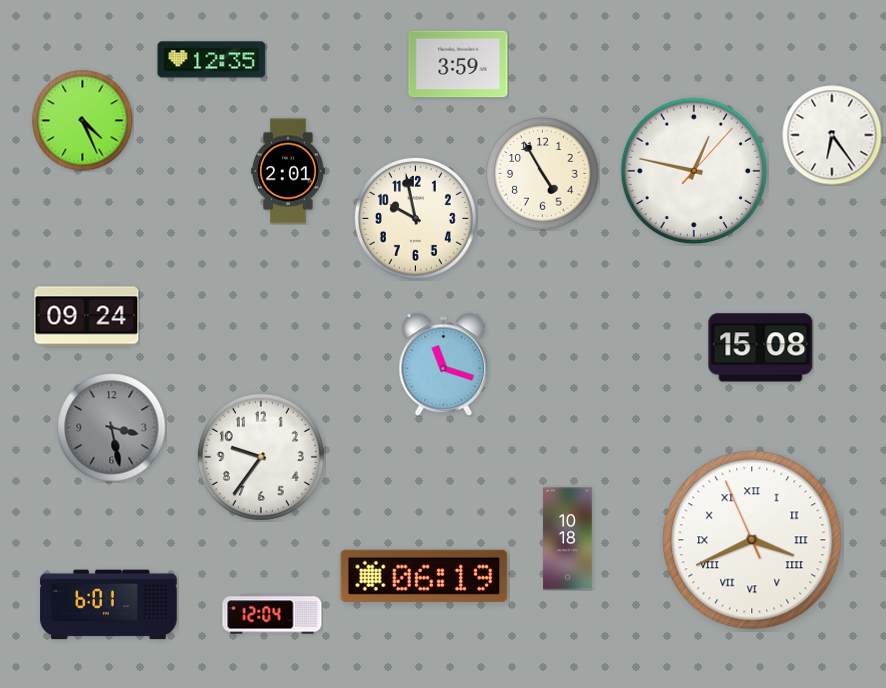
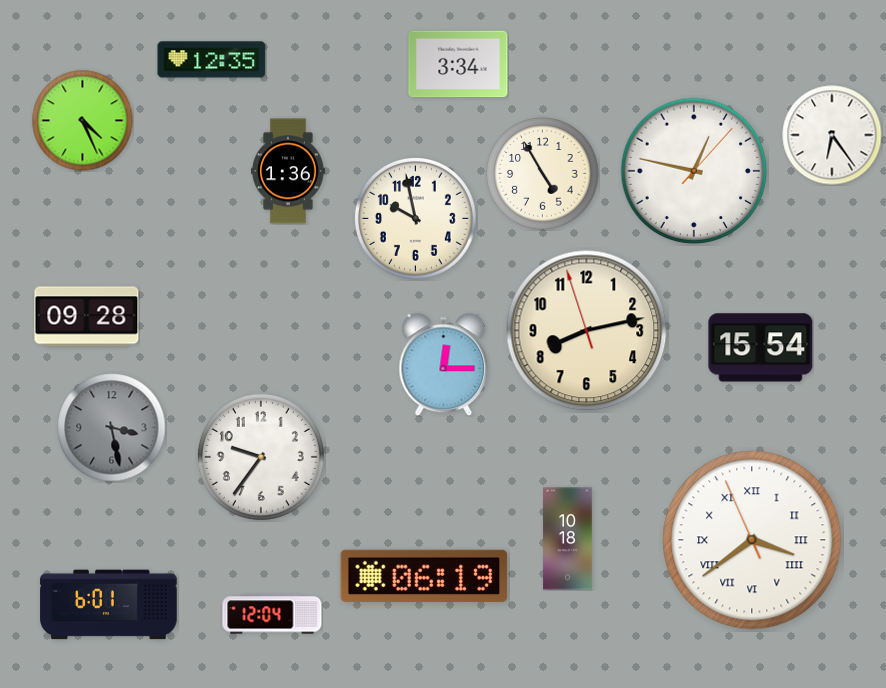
clock at (458, 64): 3:59 -> 3:34
clock at (289, 171): 2:01 -> 1:36
clock at (87, 317): 09:24 -> 09:28
clock at (587, 331): none -> 8:12
clock at (761, 348): 15:08 -> 15:54
clock at (444, 364): 11:18 -> 12:15
clock at (752, 540): 3:40 -> 3:38
